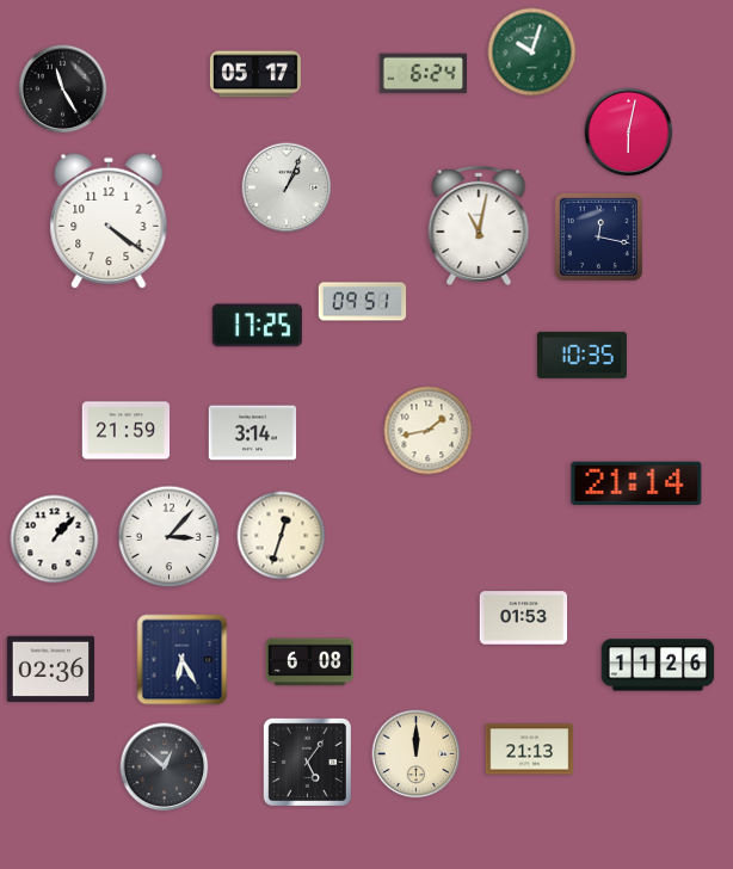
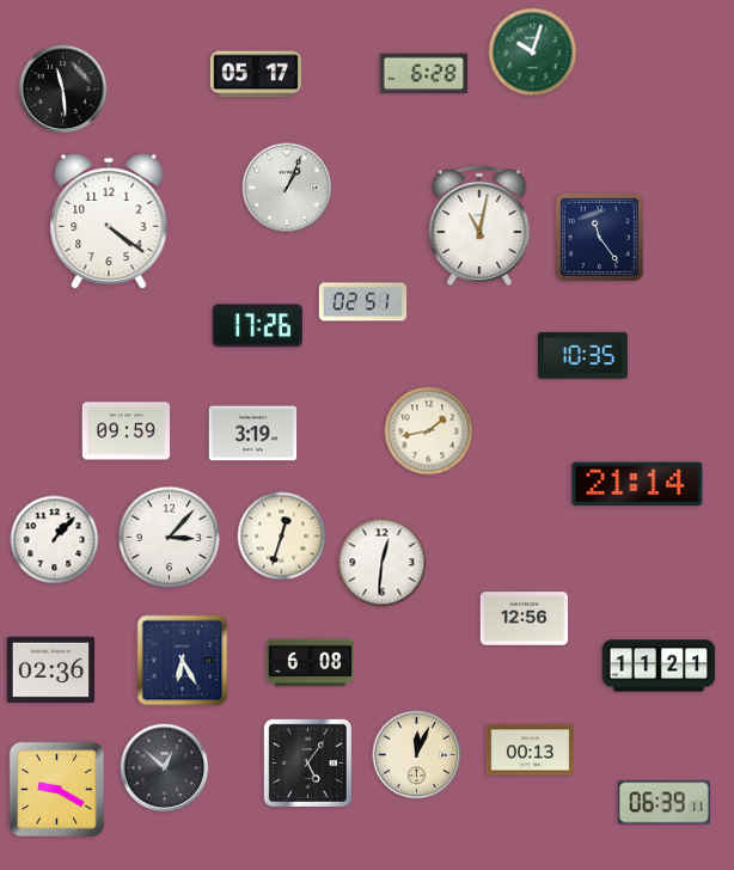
clock at (424, 74): 6:24 -> 6:28
clock at (63, 90): 11:25 -> 11:29
clock at (629, 132): 6:02 -> none
clock at (598, 236): 12:17 -> 11:24
clock at (363, 302): 09:51 -> 02:51
clock at (257, 326): 17:25 -> 17:26
clock at (127, 431): 21:59 -> 09:59
clock at (253, 433): 3:14 -> 3:19
clock at (383, 563): none -> 12:31
clock at (524, 618): 01:53 -> 12:56
clock at (658, 665): 11:26 -> 11:21
clock at (530, 750): 21:13 -> 00:13
clock at (417, 754): 12:00 -> 12:04
clock at (57, 790): none -> 9:20
clock at (663, 803): none -> 06:39
